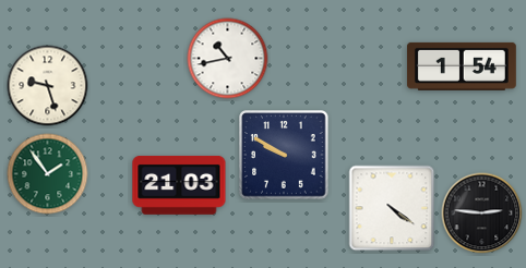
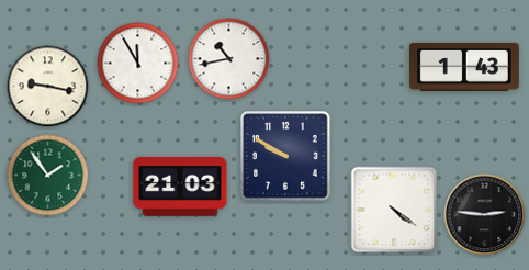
clock at (138, 64): none -> 11:55
clock at (462, 66): 1:54 -> 1:43
clock at (48, 86): 9:27 -> 9:17
